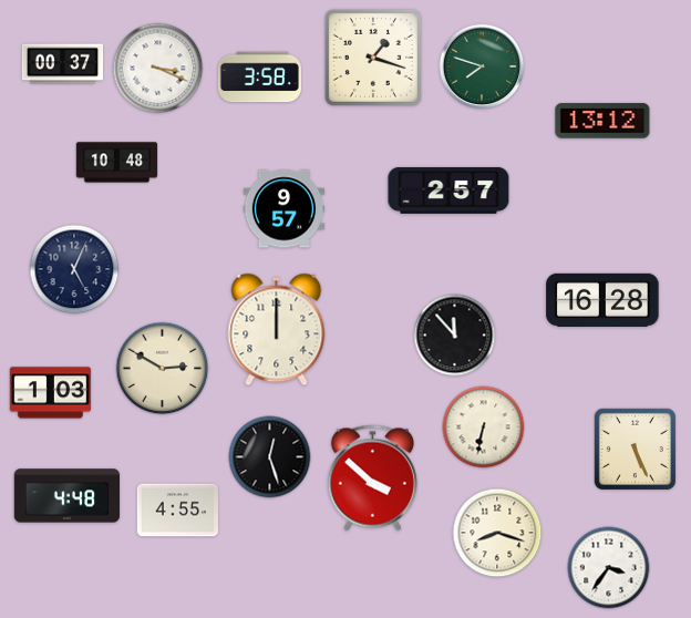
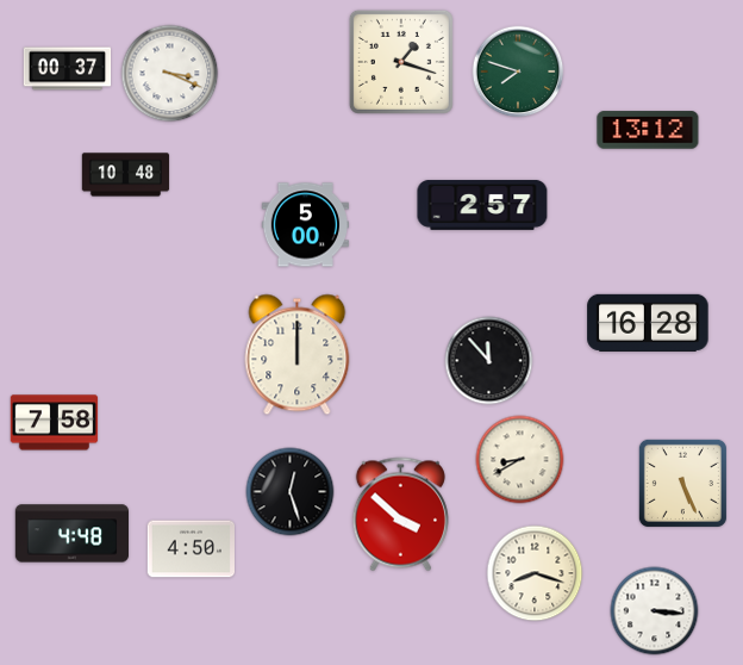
clock at (259, 78): 3:58 -> none
clock at (285, 209): 9:57 -> 5:00
clock at (74, 269): 5:04 -> none
clock at (163, 369): 2:50 -> none
clock at (51, 393): 1:03 -> 7:58
clock at (484, 428): 6:32 -> 8:40
clock at (178, 511): 4:55 -> 4:50
clock at (609, 568): 3:36 -> 3:16
